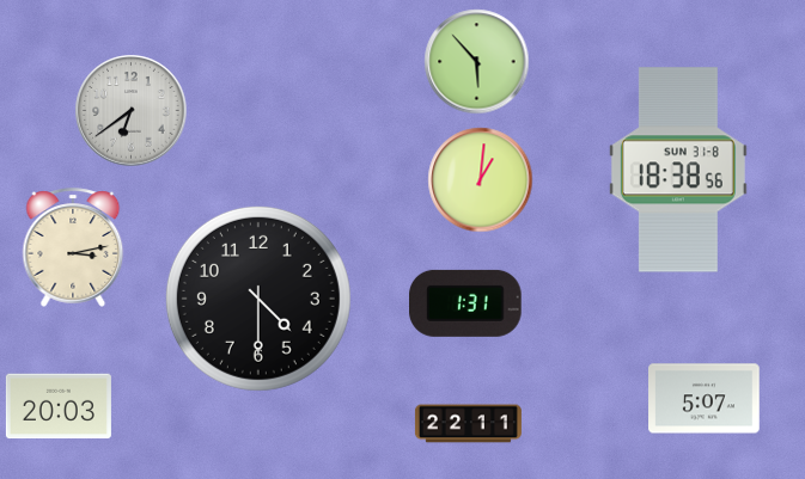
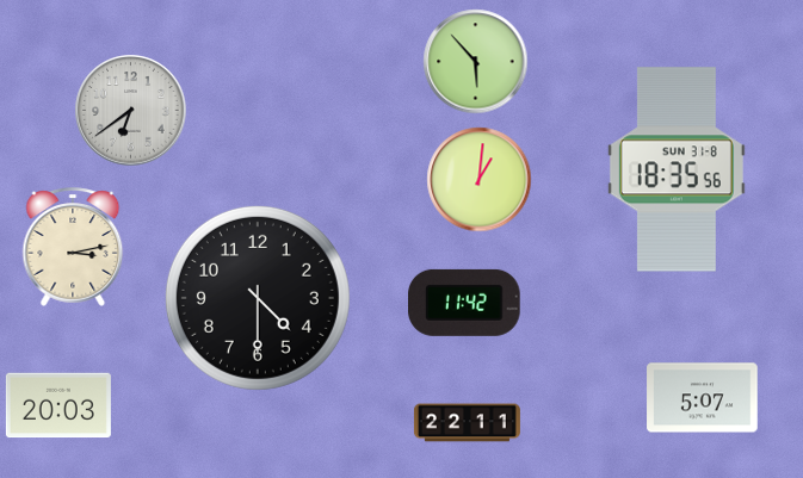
clock at (678, 170): 18:38 -> 18:35
clock at (466, 303): 1:31 -> 11:42
